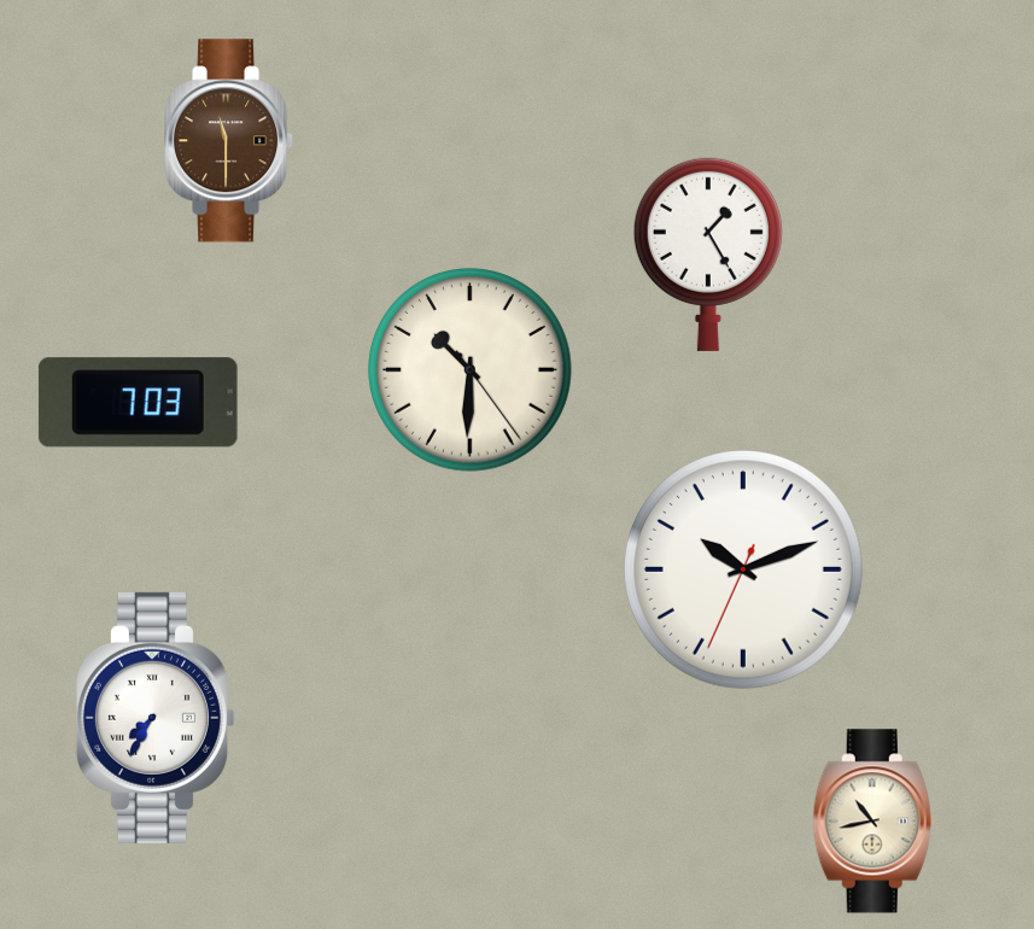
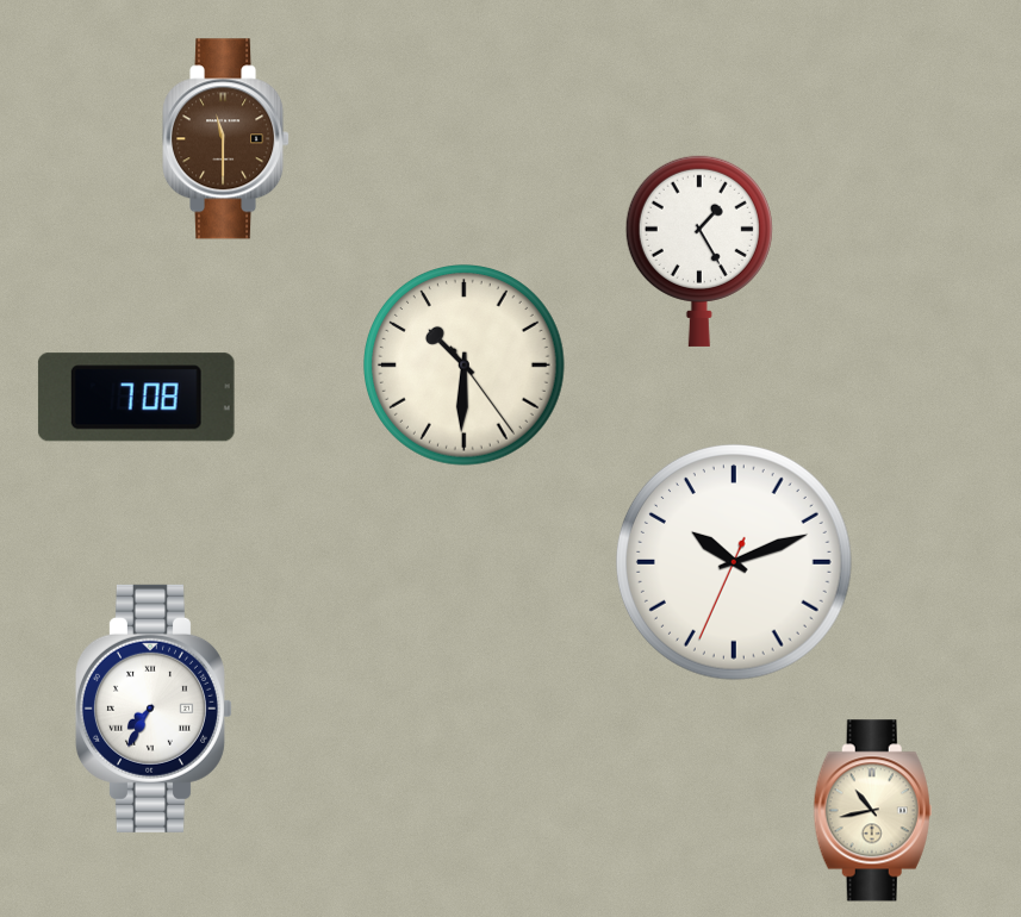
clock at (138, 403): 7:03 -> 7:08
clock at (872, 822) position: (872, 822) -> (872, 811)
